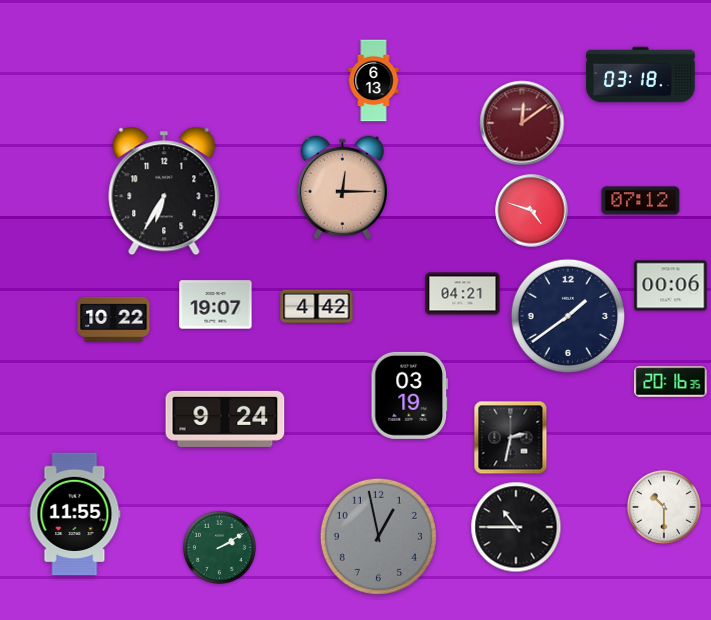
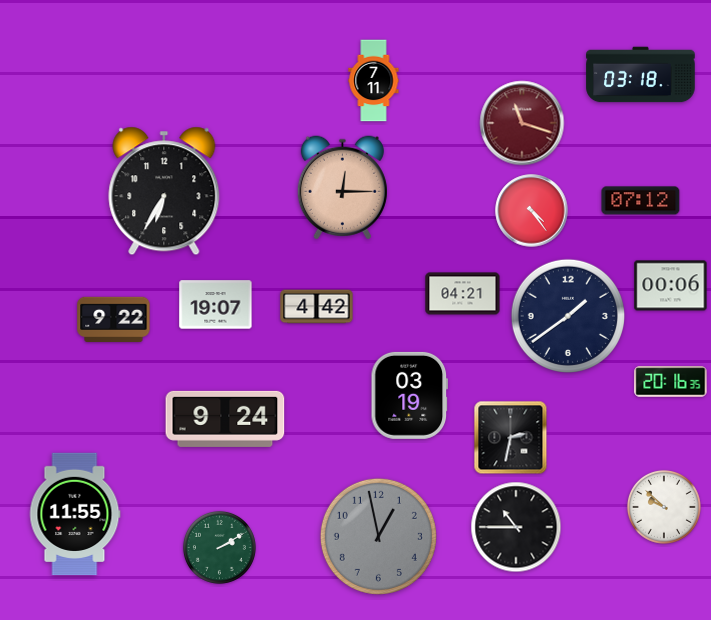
clock at (374, 81): 6:13 -> 7:11
clock at (522, 123): 12:09 -> 11:18
clock at (532, 211): 4:48 -> 4:24
clock at (114, 319): 10:22 -> 9:22
clock at (664, 507): 10:30 -> 9:52
